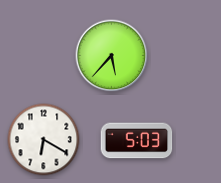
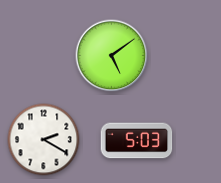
clock at (112, 56): 5:37 -> 5:09
clock at (44, 140): 6:20 -> 2:20
